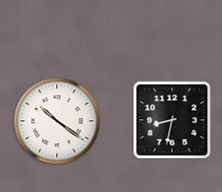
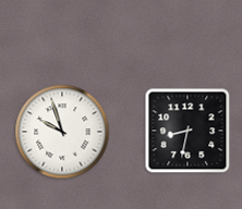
clock at (57, 121): 10:21 -> 9:57
